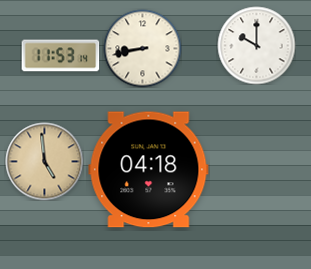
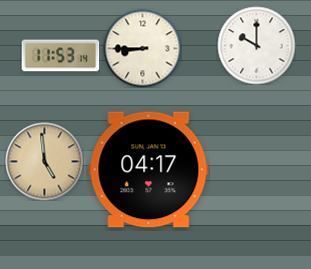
clock at (142, 48): 8:43 -> 8:45
clock at (149, 170): 04:18 -> 04:17
